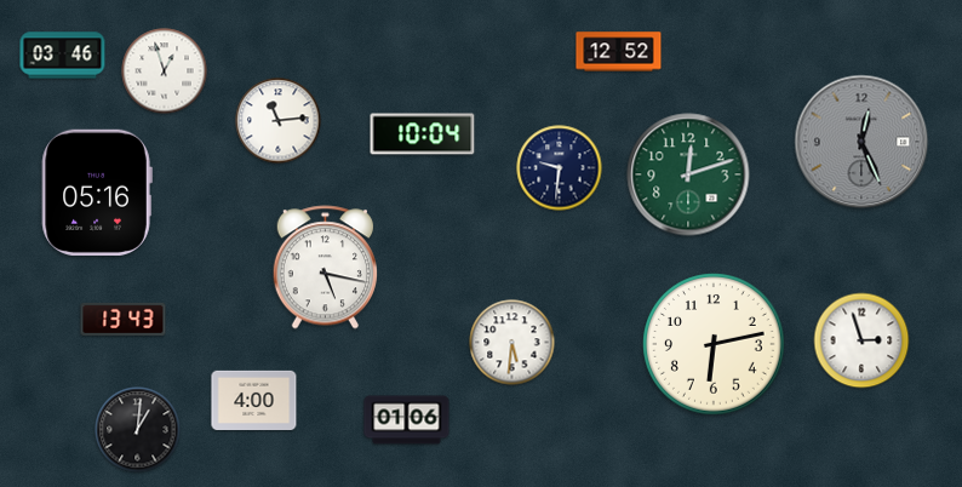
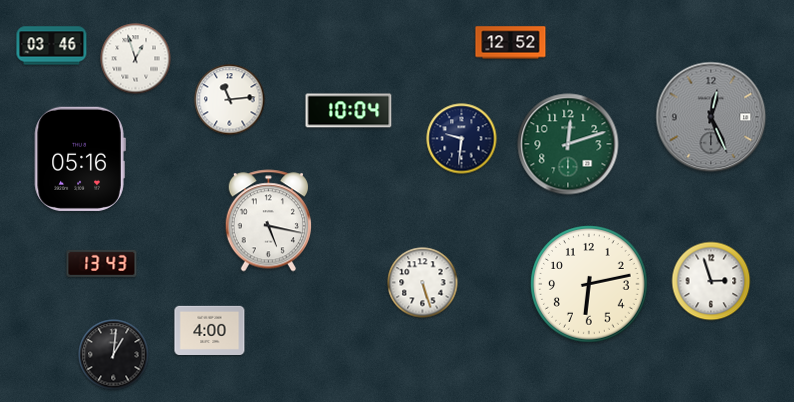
clock at (513, 343): 5:31 -> 5:27
clock at (407, 420): 01:06 -> none
